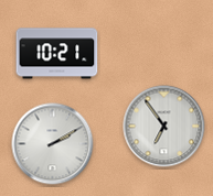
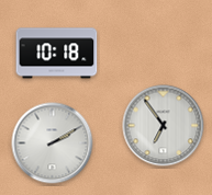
clock at (57, 54): 10:21 -> 10:18
